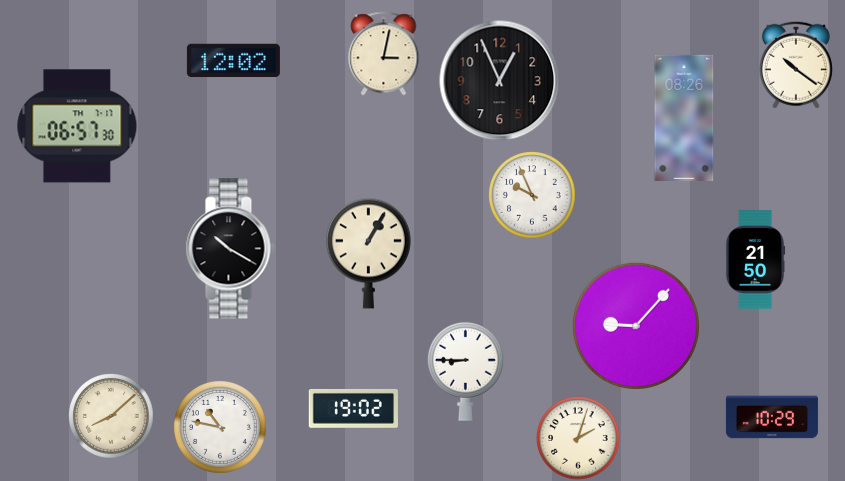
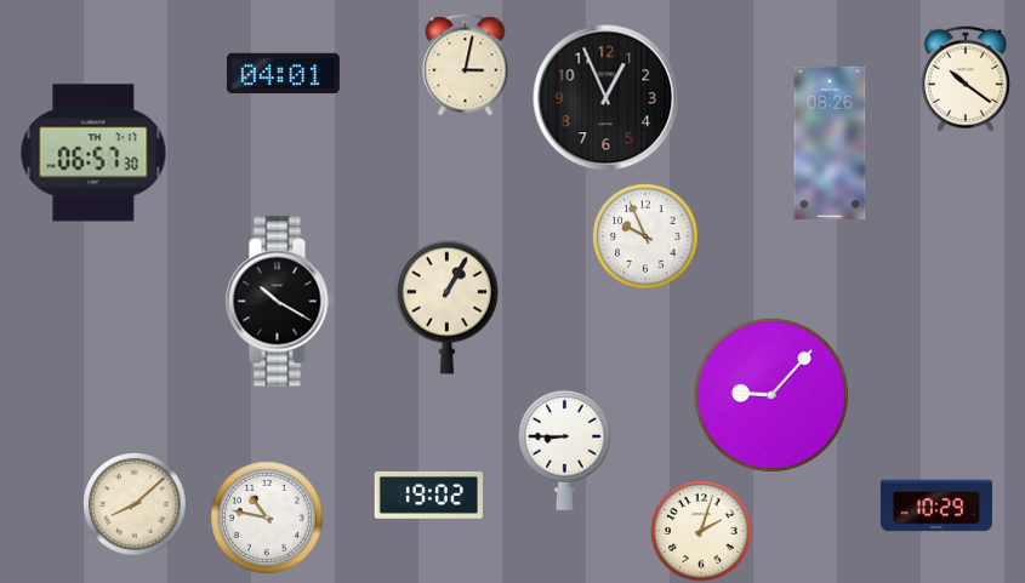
clock at (233, 61): 12:02 -> 04:01
clock at (755, 260): 21:50 -> none
